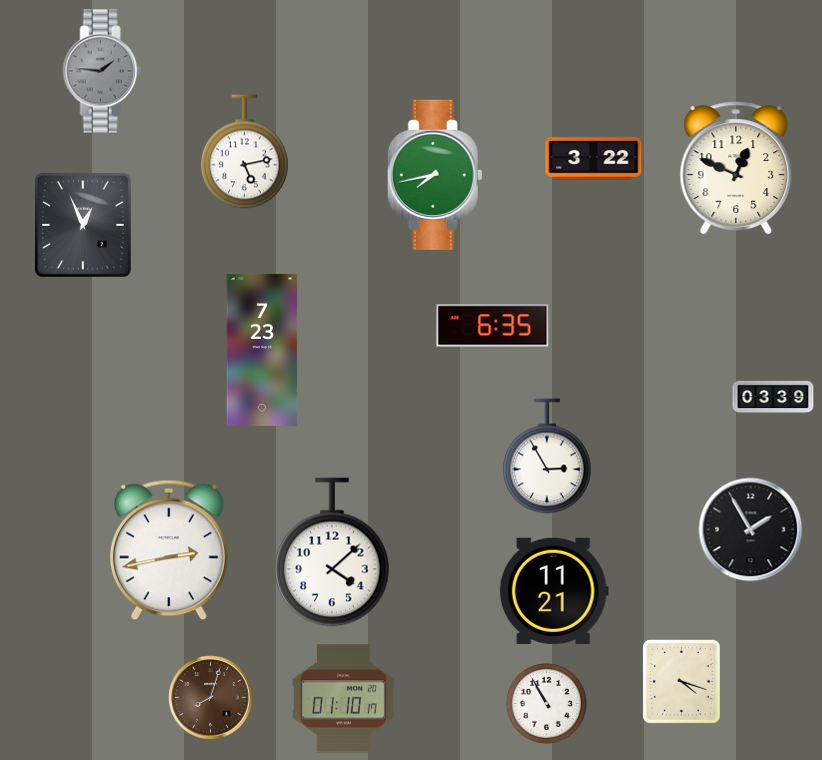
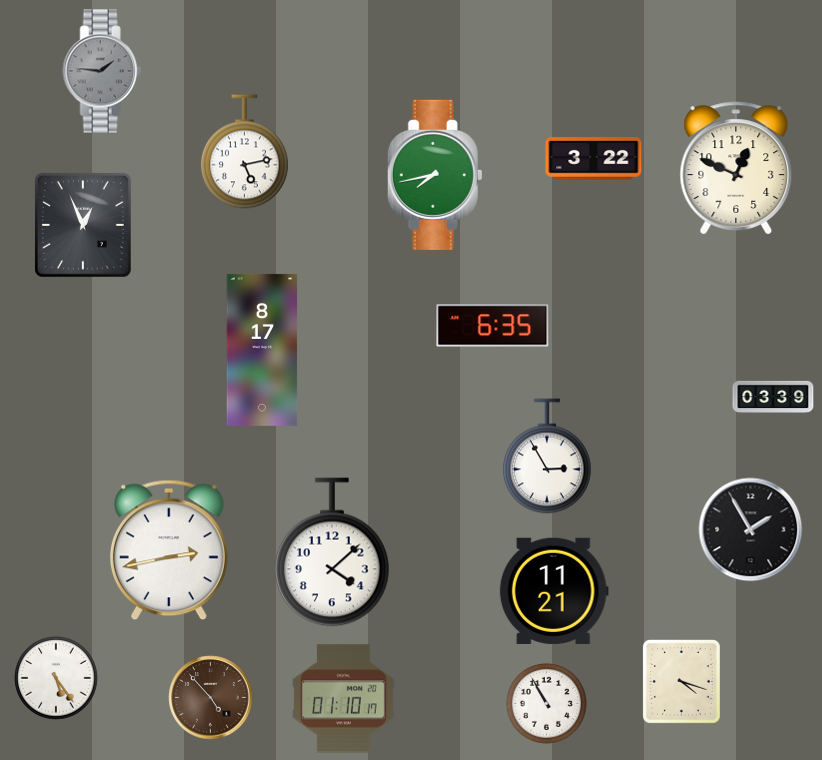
clock at (262, 350): 7:23 -> 8:17
clock at (56, 678): none -> 5:24
clock at (211, 698): 8:03 -> 4:53
